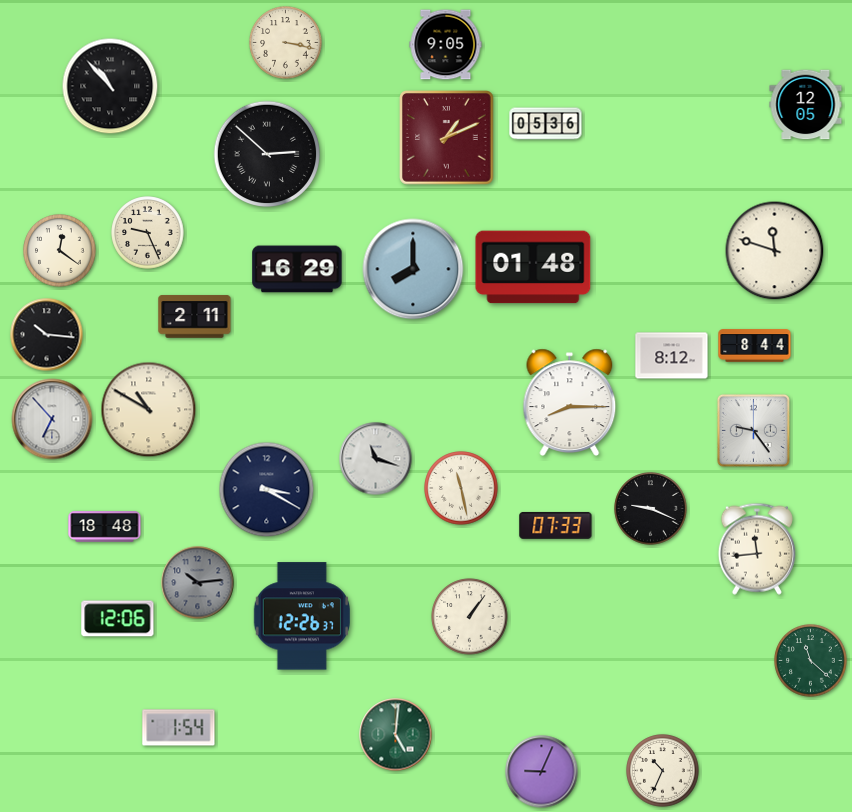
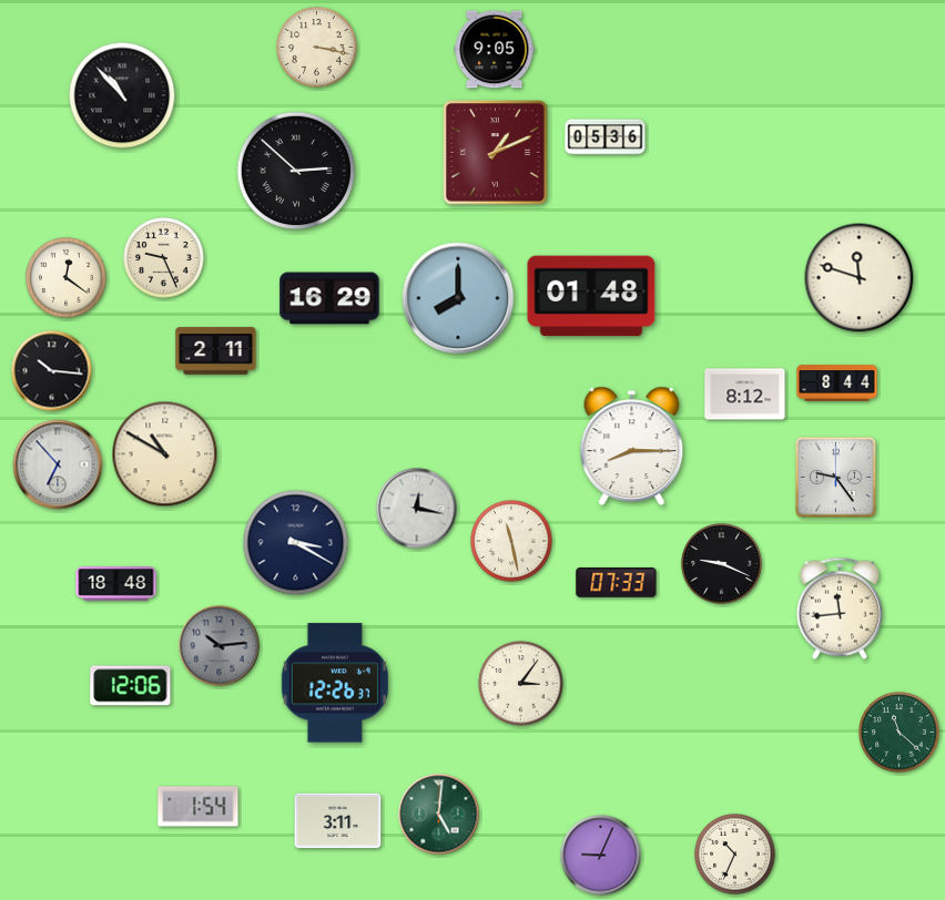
clock at (806, 105): 12:05 -> none
clock at (376, 459): 11:18 -> 12:17
clock at (470, 617): 1:06 -> 3:06
clock at (338, 821): none -> 3:11
